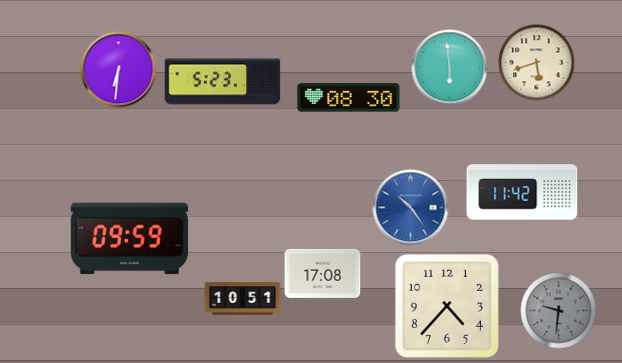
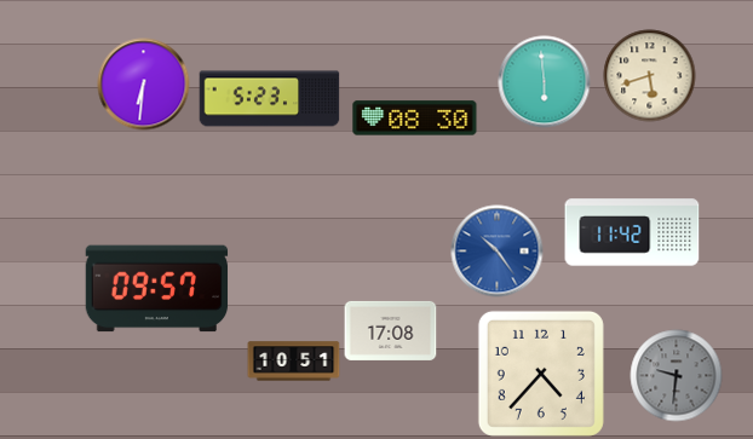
clock at (349, 98) position: (349, 98) -> (415, 119)
clock at (130, 239): 09:59 -> 09:57
clock at (447, 306) position: (447, 306) -> (541, 374)
